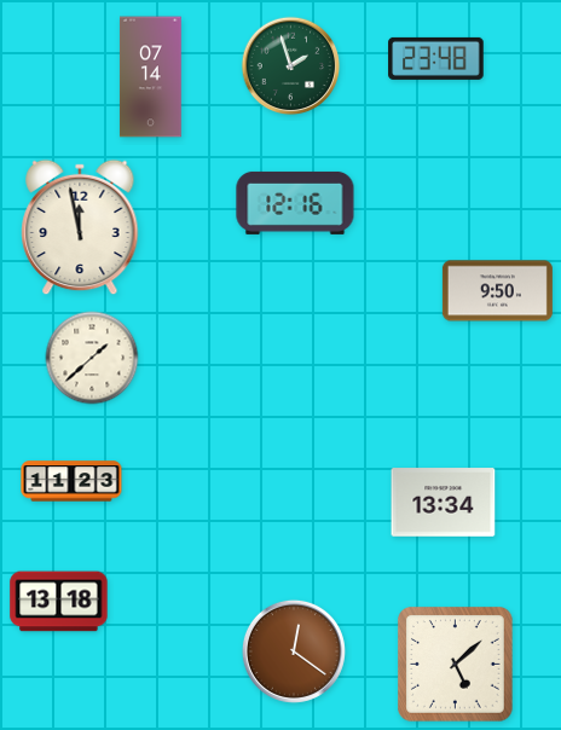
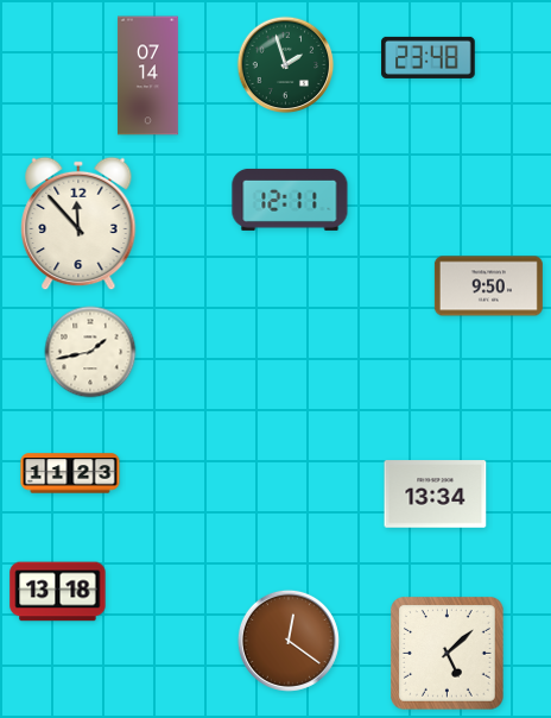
clock at (295, 203): 12:16 -> 12:11
clock at (80, 227): 11:58 -> 11:53
clock at (92, 358): 1:38 -> 1:43
